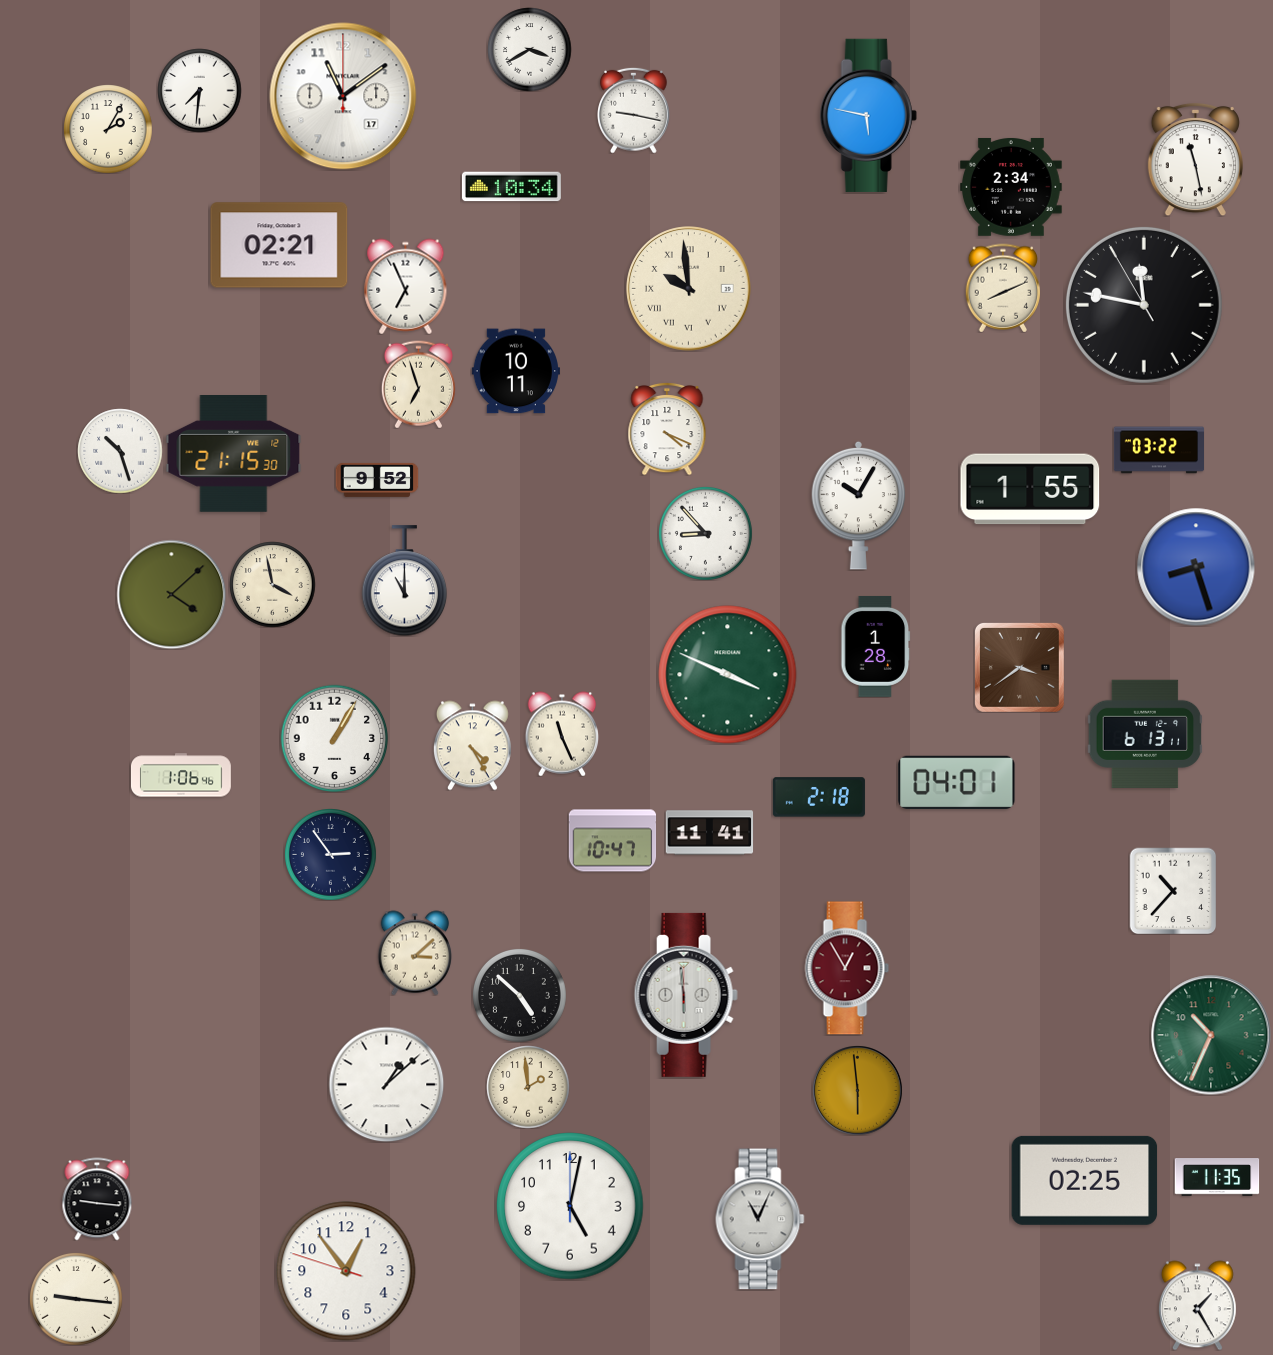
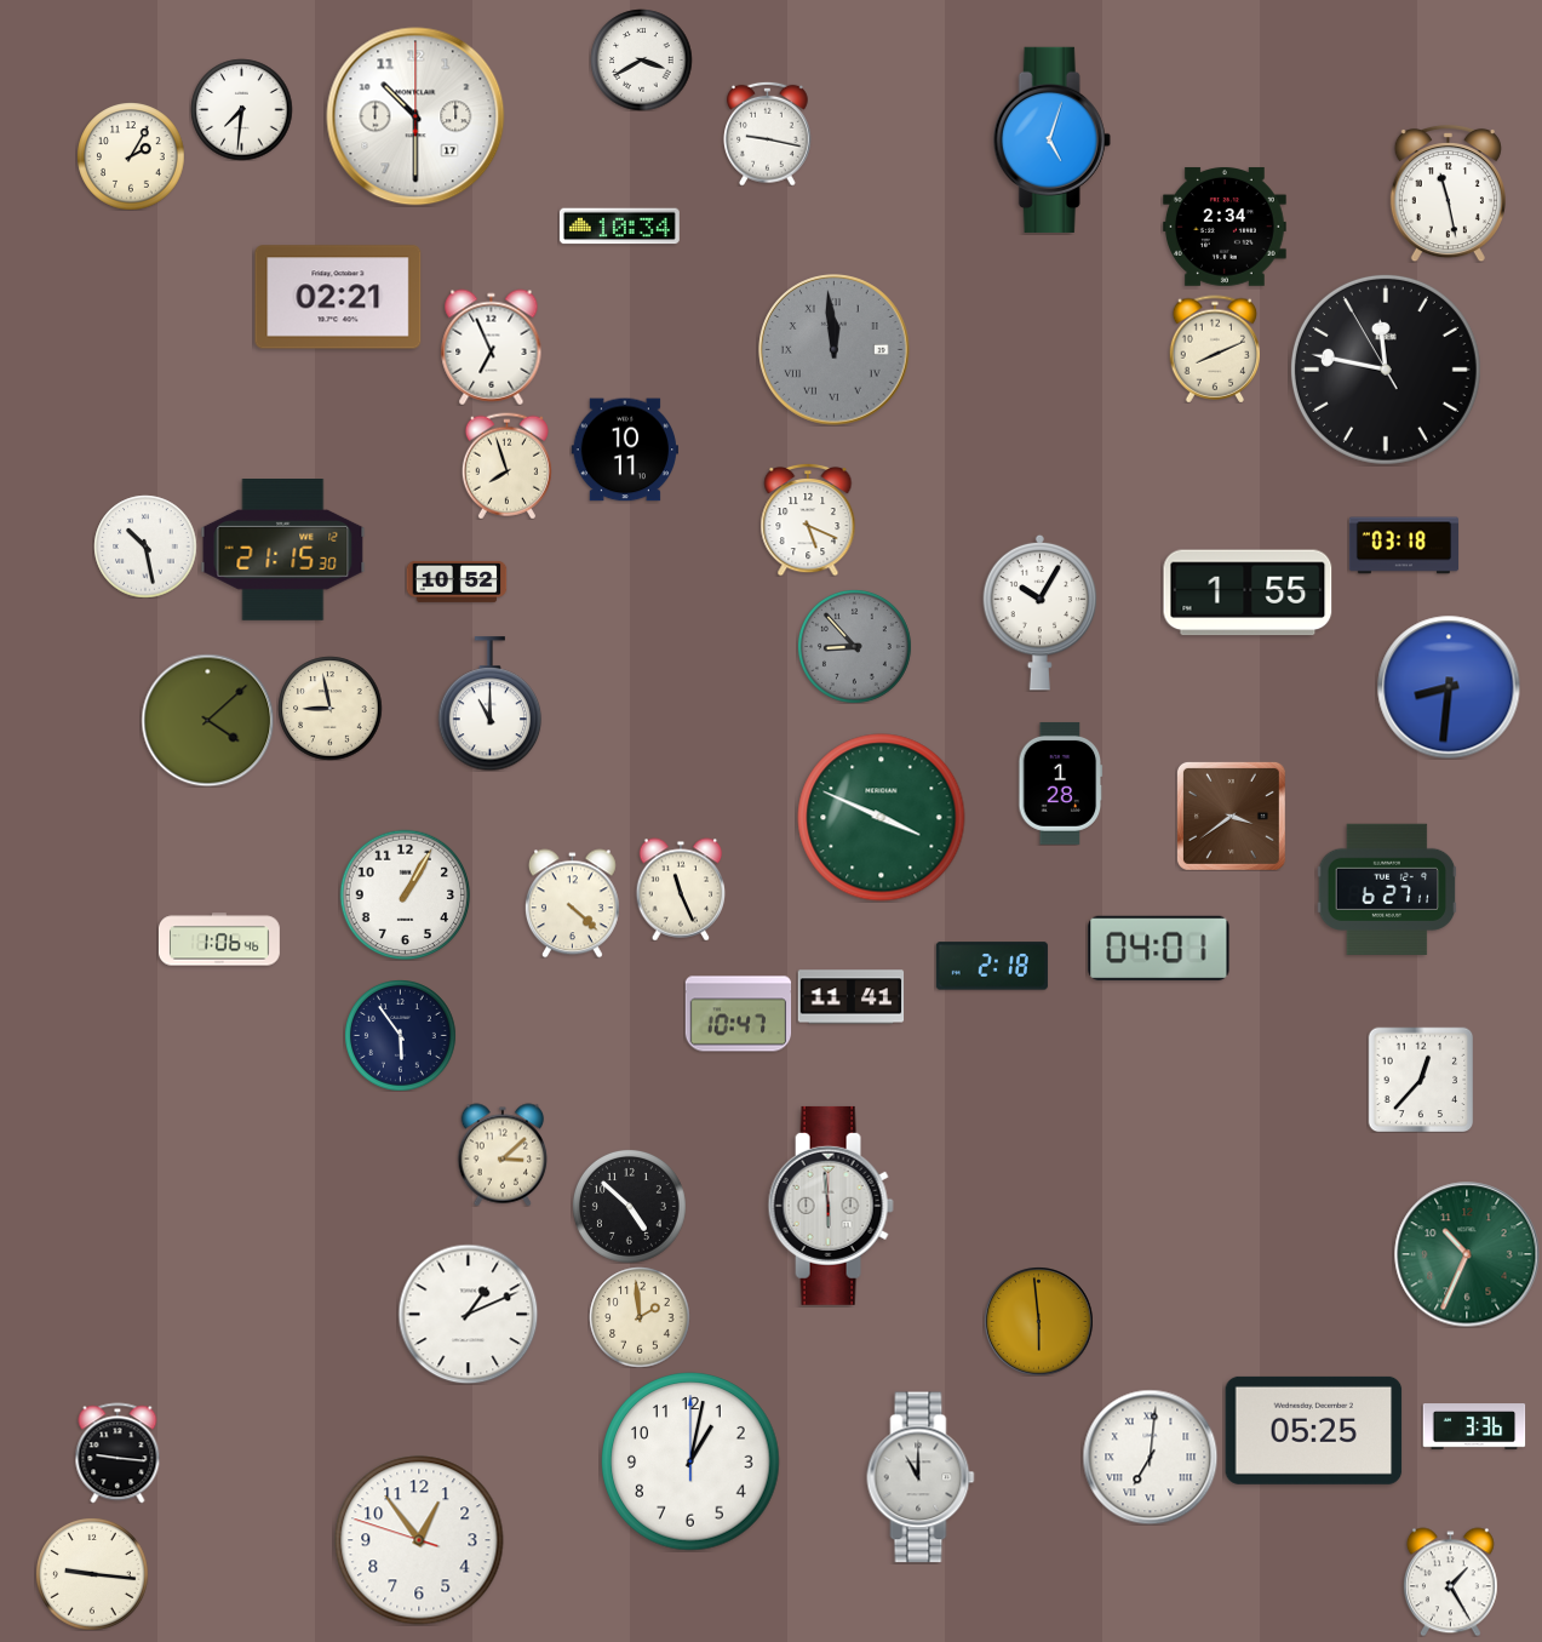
clock at (343, 96): 11:09 -> 10:30
clock at (868, 115): 5:47 -> 5:03
clock at (689, 289): 9:59 -> 11:59
clock at (689, 289) dial: cream -> grey
clock at (418, 384): 6:57 -> 7:57
clock at (667, 429): 4:19 -> 5:19
clock at (1158, 450): 03:22 -> 03:18
clock at (120, 451): 10:27 -> 10:28
clock at (377, 480): 9:52 -> 10:52
clock at (705, 533) dial: white -> grey
clock at (1196, 567): 8:27 -> 8:31
clock at (272, 584): 3:58 -> 8:58
clock at (1019, 667) position: (1019, 667) -> (1231, 816)
clock at (1145, 733): 6:13 -> 6:27
clock at (472, 745): 4:25 -> 4:22
clock at (709, 833) position: (709, 833) -> (850, 997)
clock at (612, 841) position: (612, 841) -> (738, 1014)
clock at (331, 855): 2:54 -> 5:54
clock at (1173, 891): 10:37 -> 12:37
clock at (847, 968): 12:55 -> none
clock at (386, 1084): 1:08 -> 1:11
clock at (1217, 1177): 11:35 -> 3:36
clock at (1085, 1180): 02:25 -> 05:25
clock at (1150, 1457): none -> 7:01
clock at (570, 1206): 5:02 -> 1:02
clock at (760, 1219): 11:04 -> 11:00
